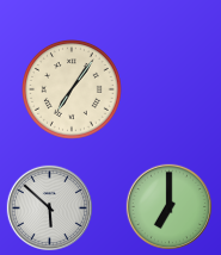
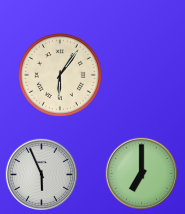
clock at (73, 91): 7:06 -> 6:06
clock at (49, 207): 5:52 -> 5:56
